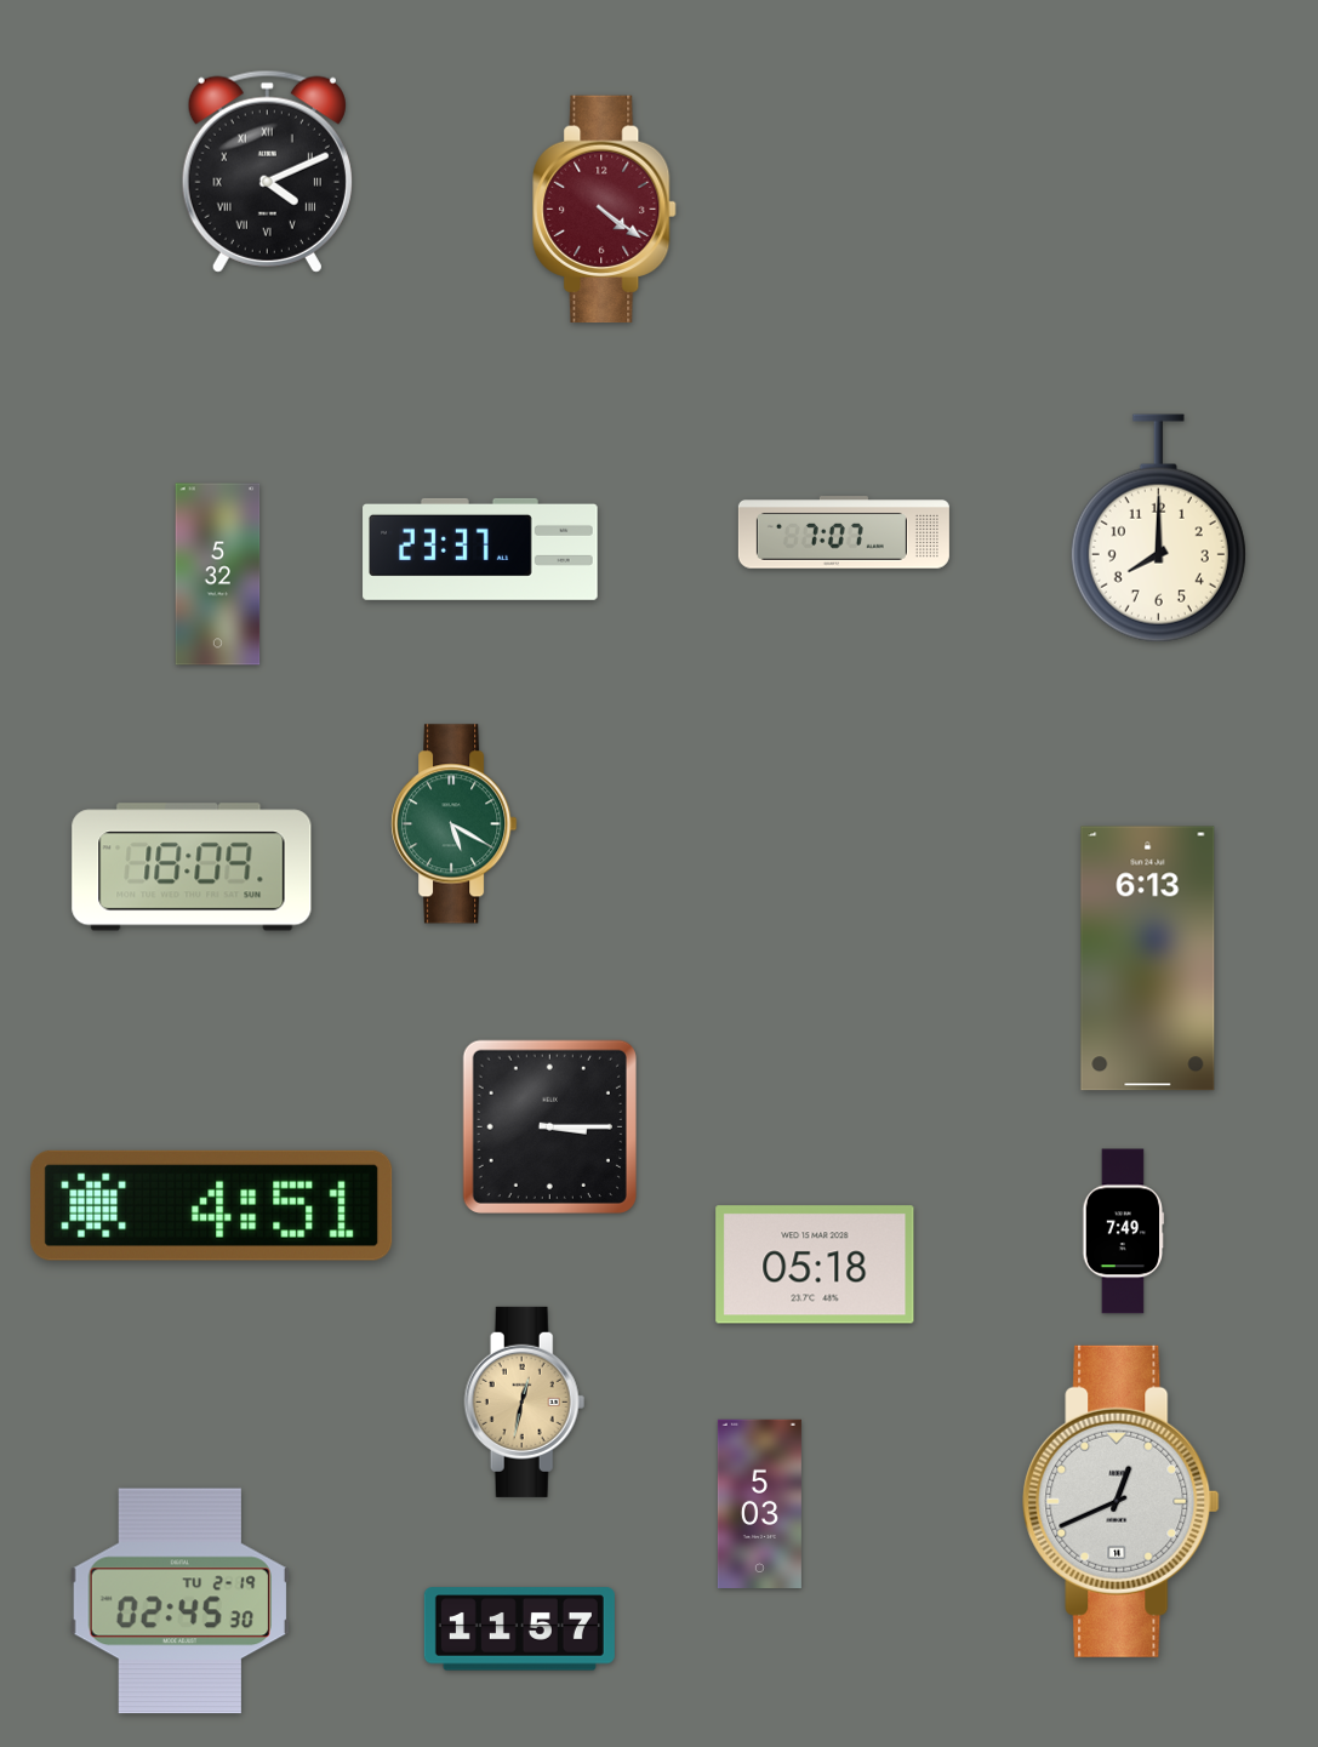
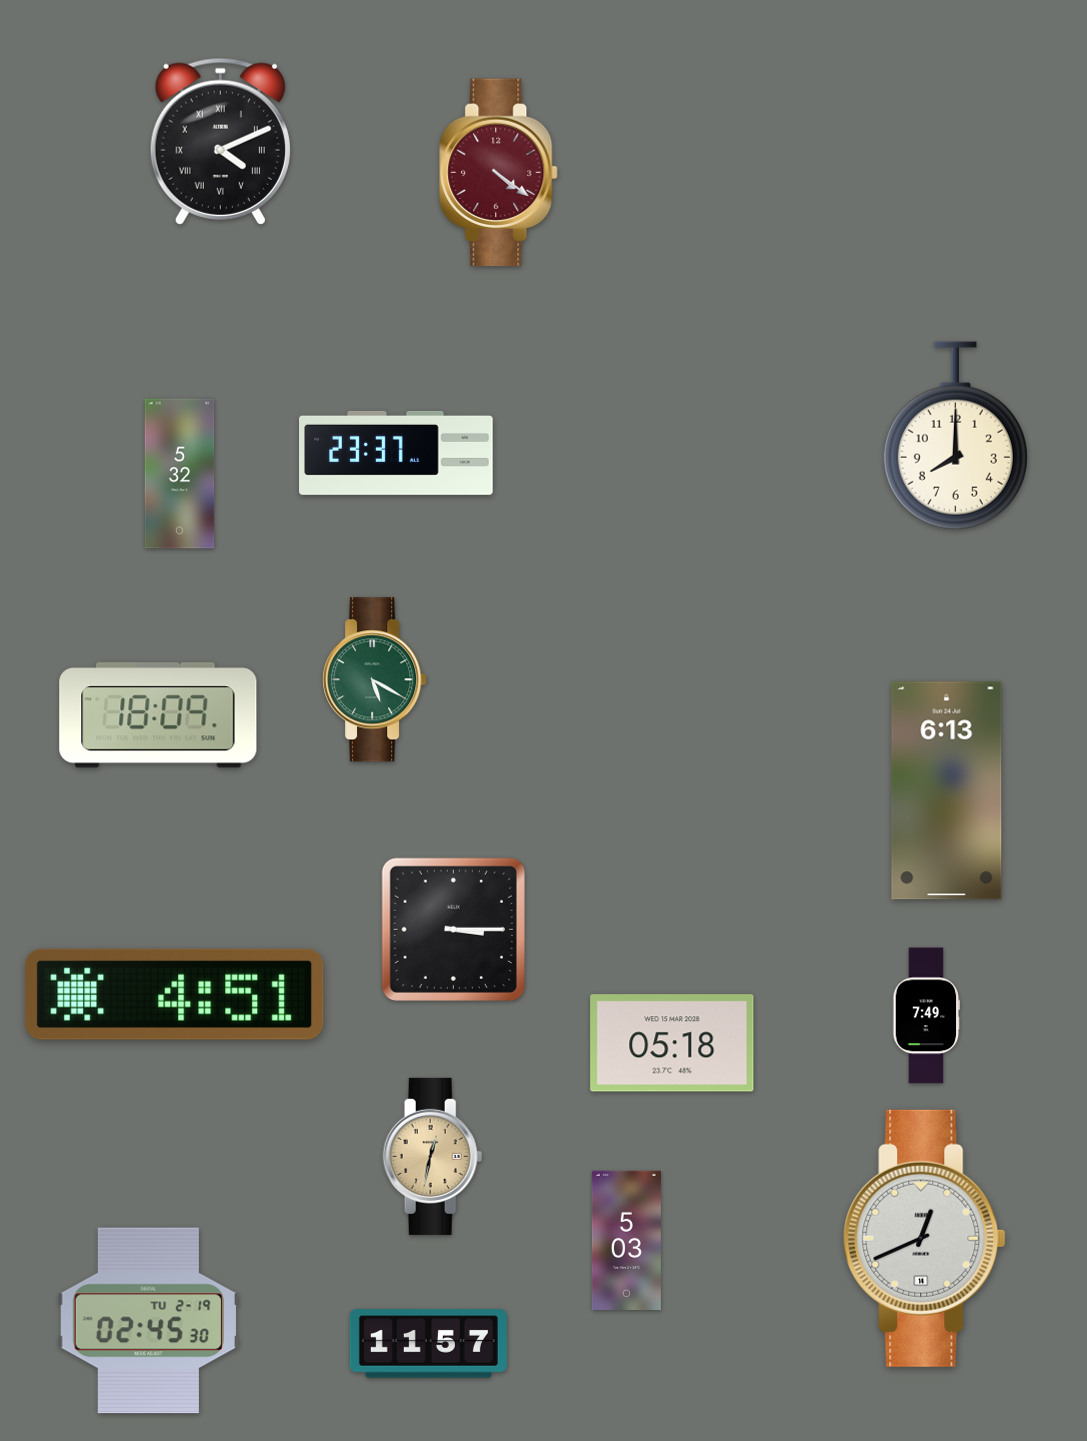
clock at (844, 532): 7:07 -> none
